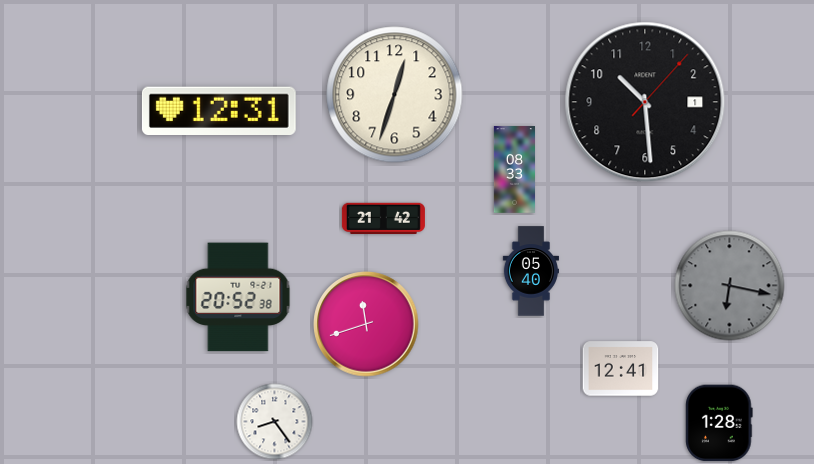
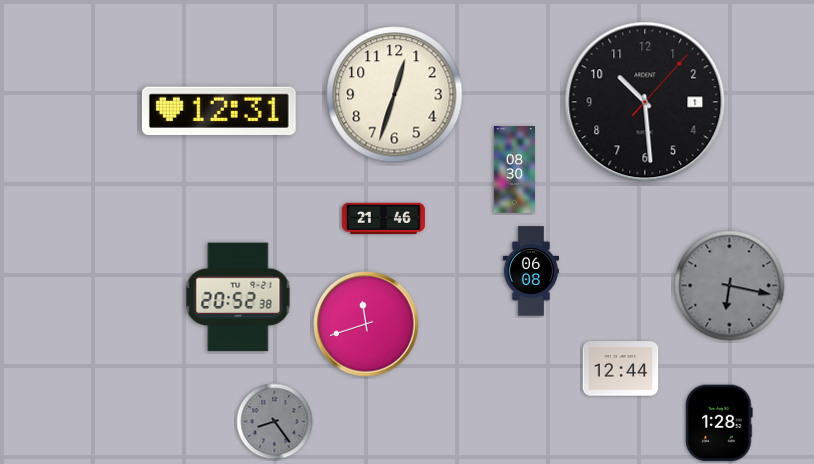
clock at (514, 170): 08:33 -> 08:30
clock at (383, 218): 21:42 -> 21:46
clock at (530, 271): 05:40 -> 06:08
clock at (621, 369): 12:41 -> 12:44
clock at (275, 422) dial: white -> grey
